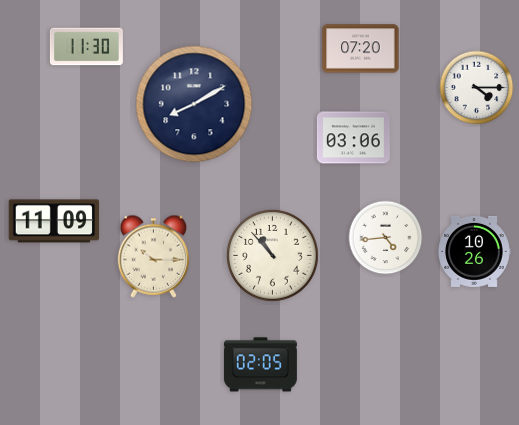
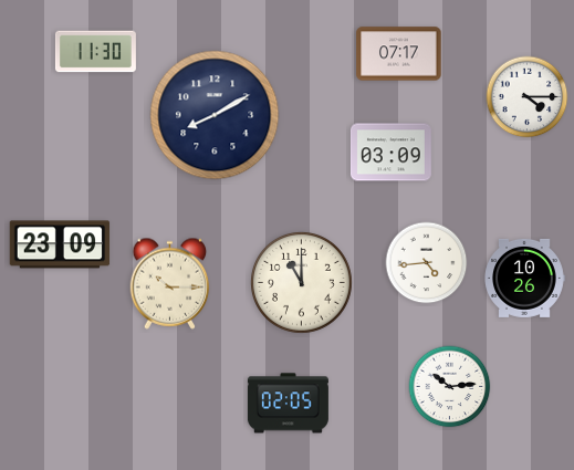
clock at (361, 49): 07:20 -> 07:17
clock at (353, 138): 03:06 -> 03:09
clock at (54, 221): 11:09 -> 23:09
clock at (272, 255): 10:53 -> 11:00
clock at (450, 387): none -> 10:14
